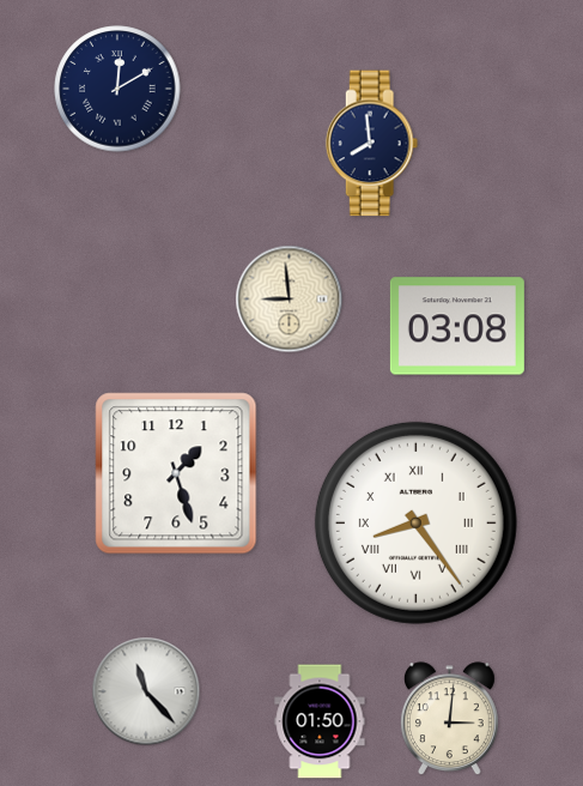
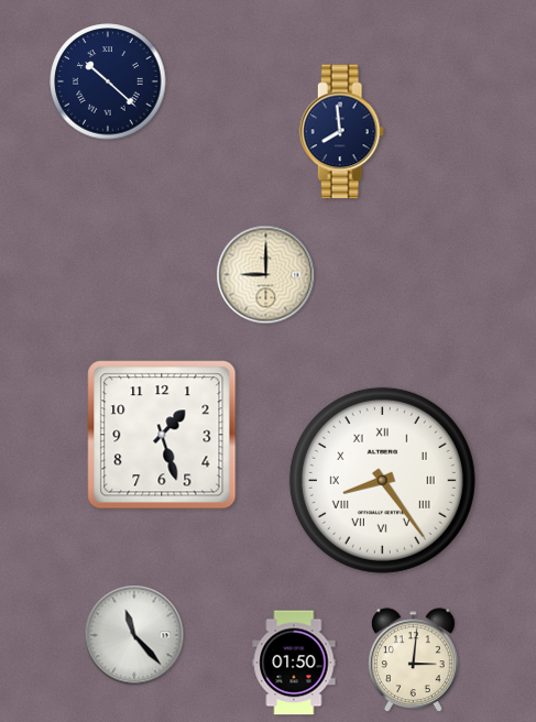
clock at (117, 89): 12:10 -> 10:22
clock at (290, 300): 8:59 -> 9:00
clock at (457, 326): 03:08 -> none
